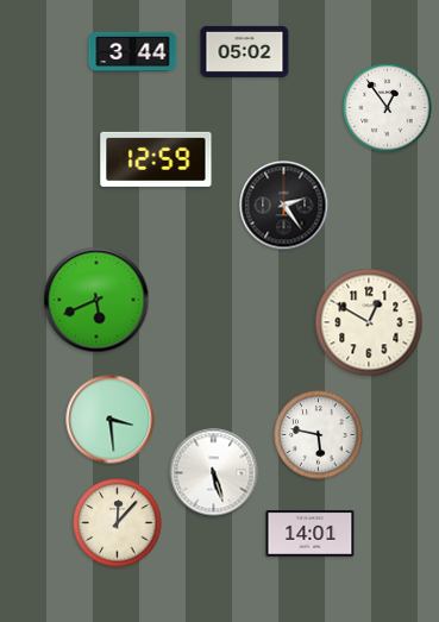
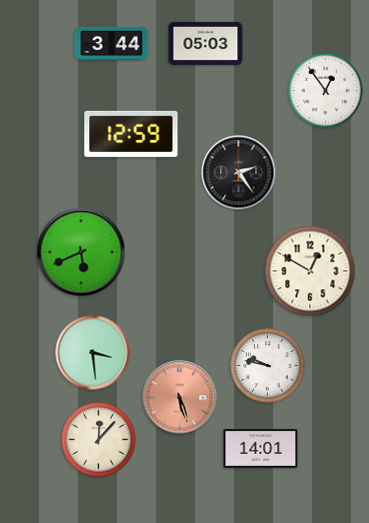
clock at (245, 51): 05:02 -> 05:03
clock at (319, 435): 5:47 -> 9:47
clock at (214, 473) dial: white -> salmon
